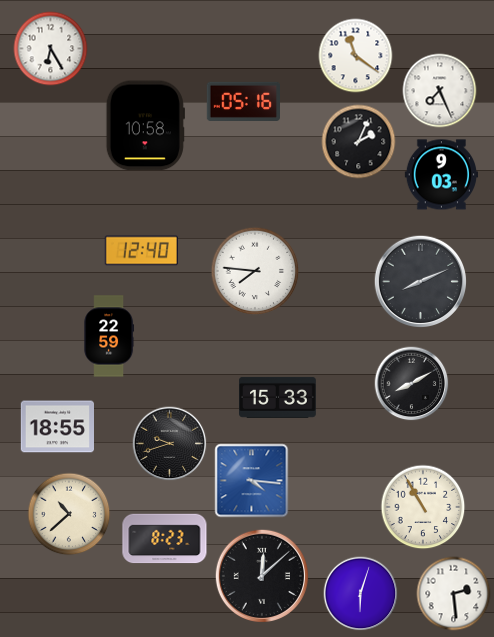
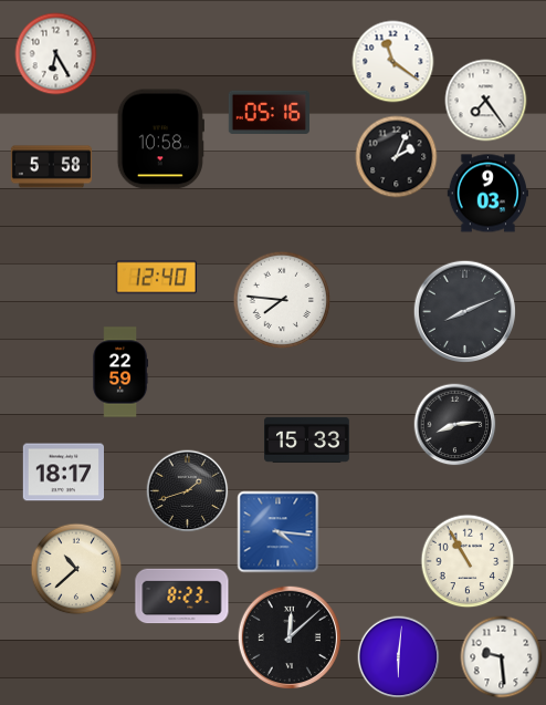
clock at (440, 91): 7:26 -> 7:24
clock at (52, 167): none -> 5:58
clock at (412, 384): 8:10 -> 8:14
clock at (57, 427): 18:55 -> 18:17
clock at (170, 444): 9:42 -> 1:42
clock at (361, 594): 6:03 -> 6:01
clock at (454, 594): 2:29 -> 9:29
